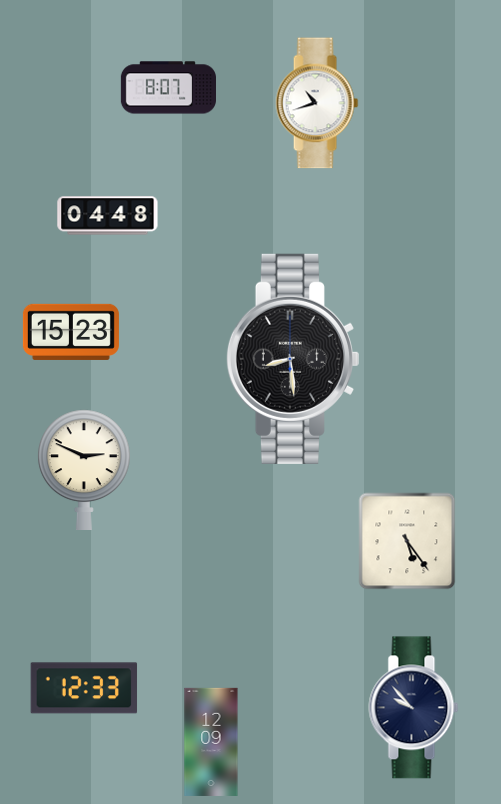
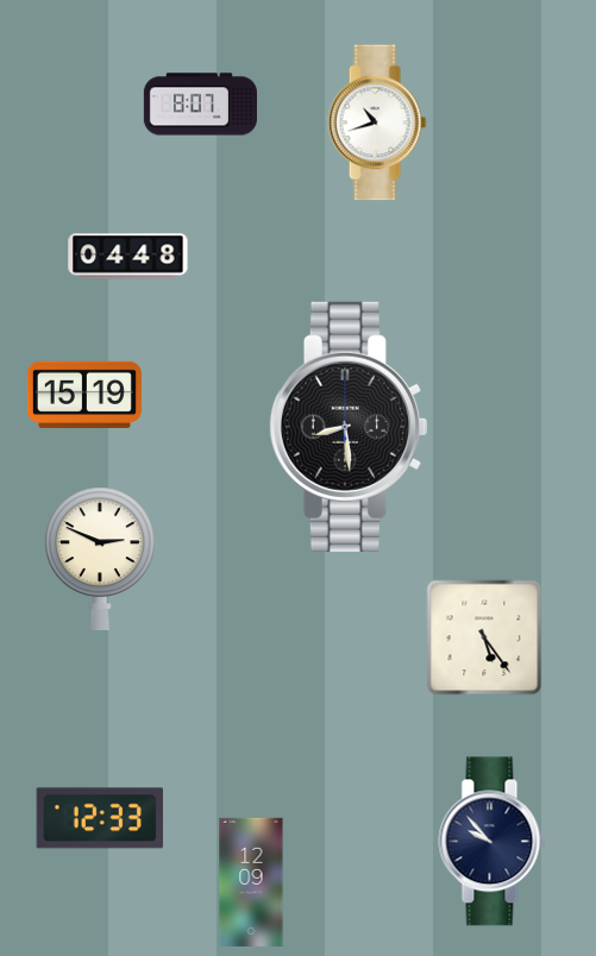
clock at (71, 332): 15:23 -> 15:19
clock at (407, 541) position: (407, 541) -> (484, 637)
